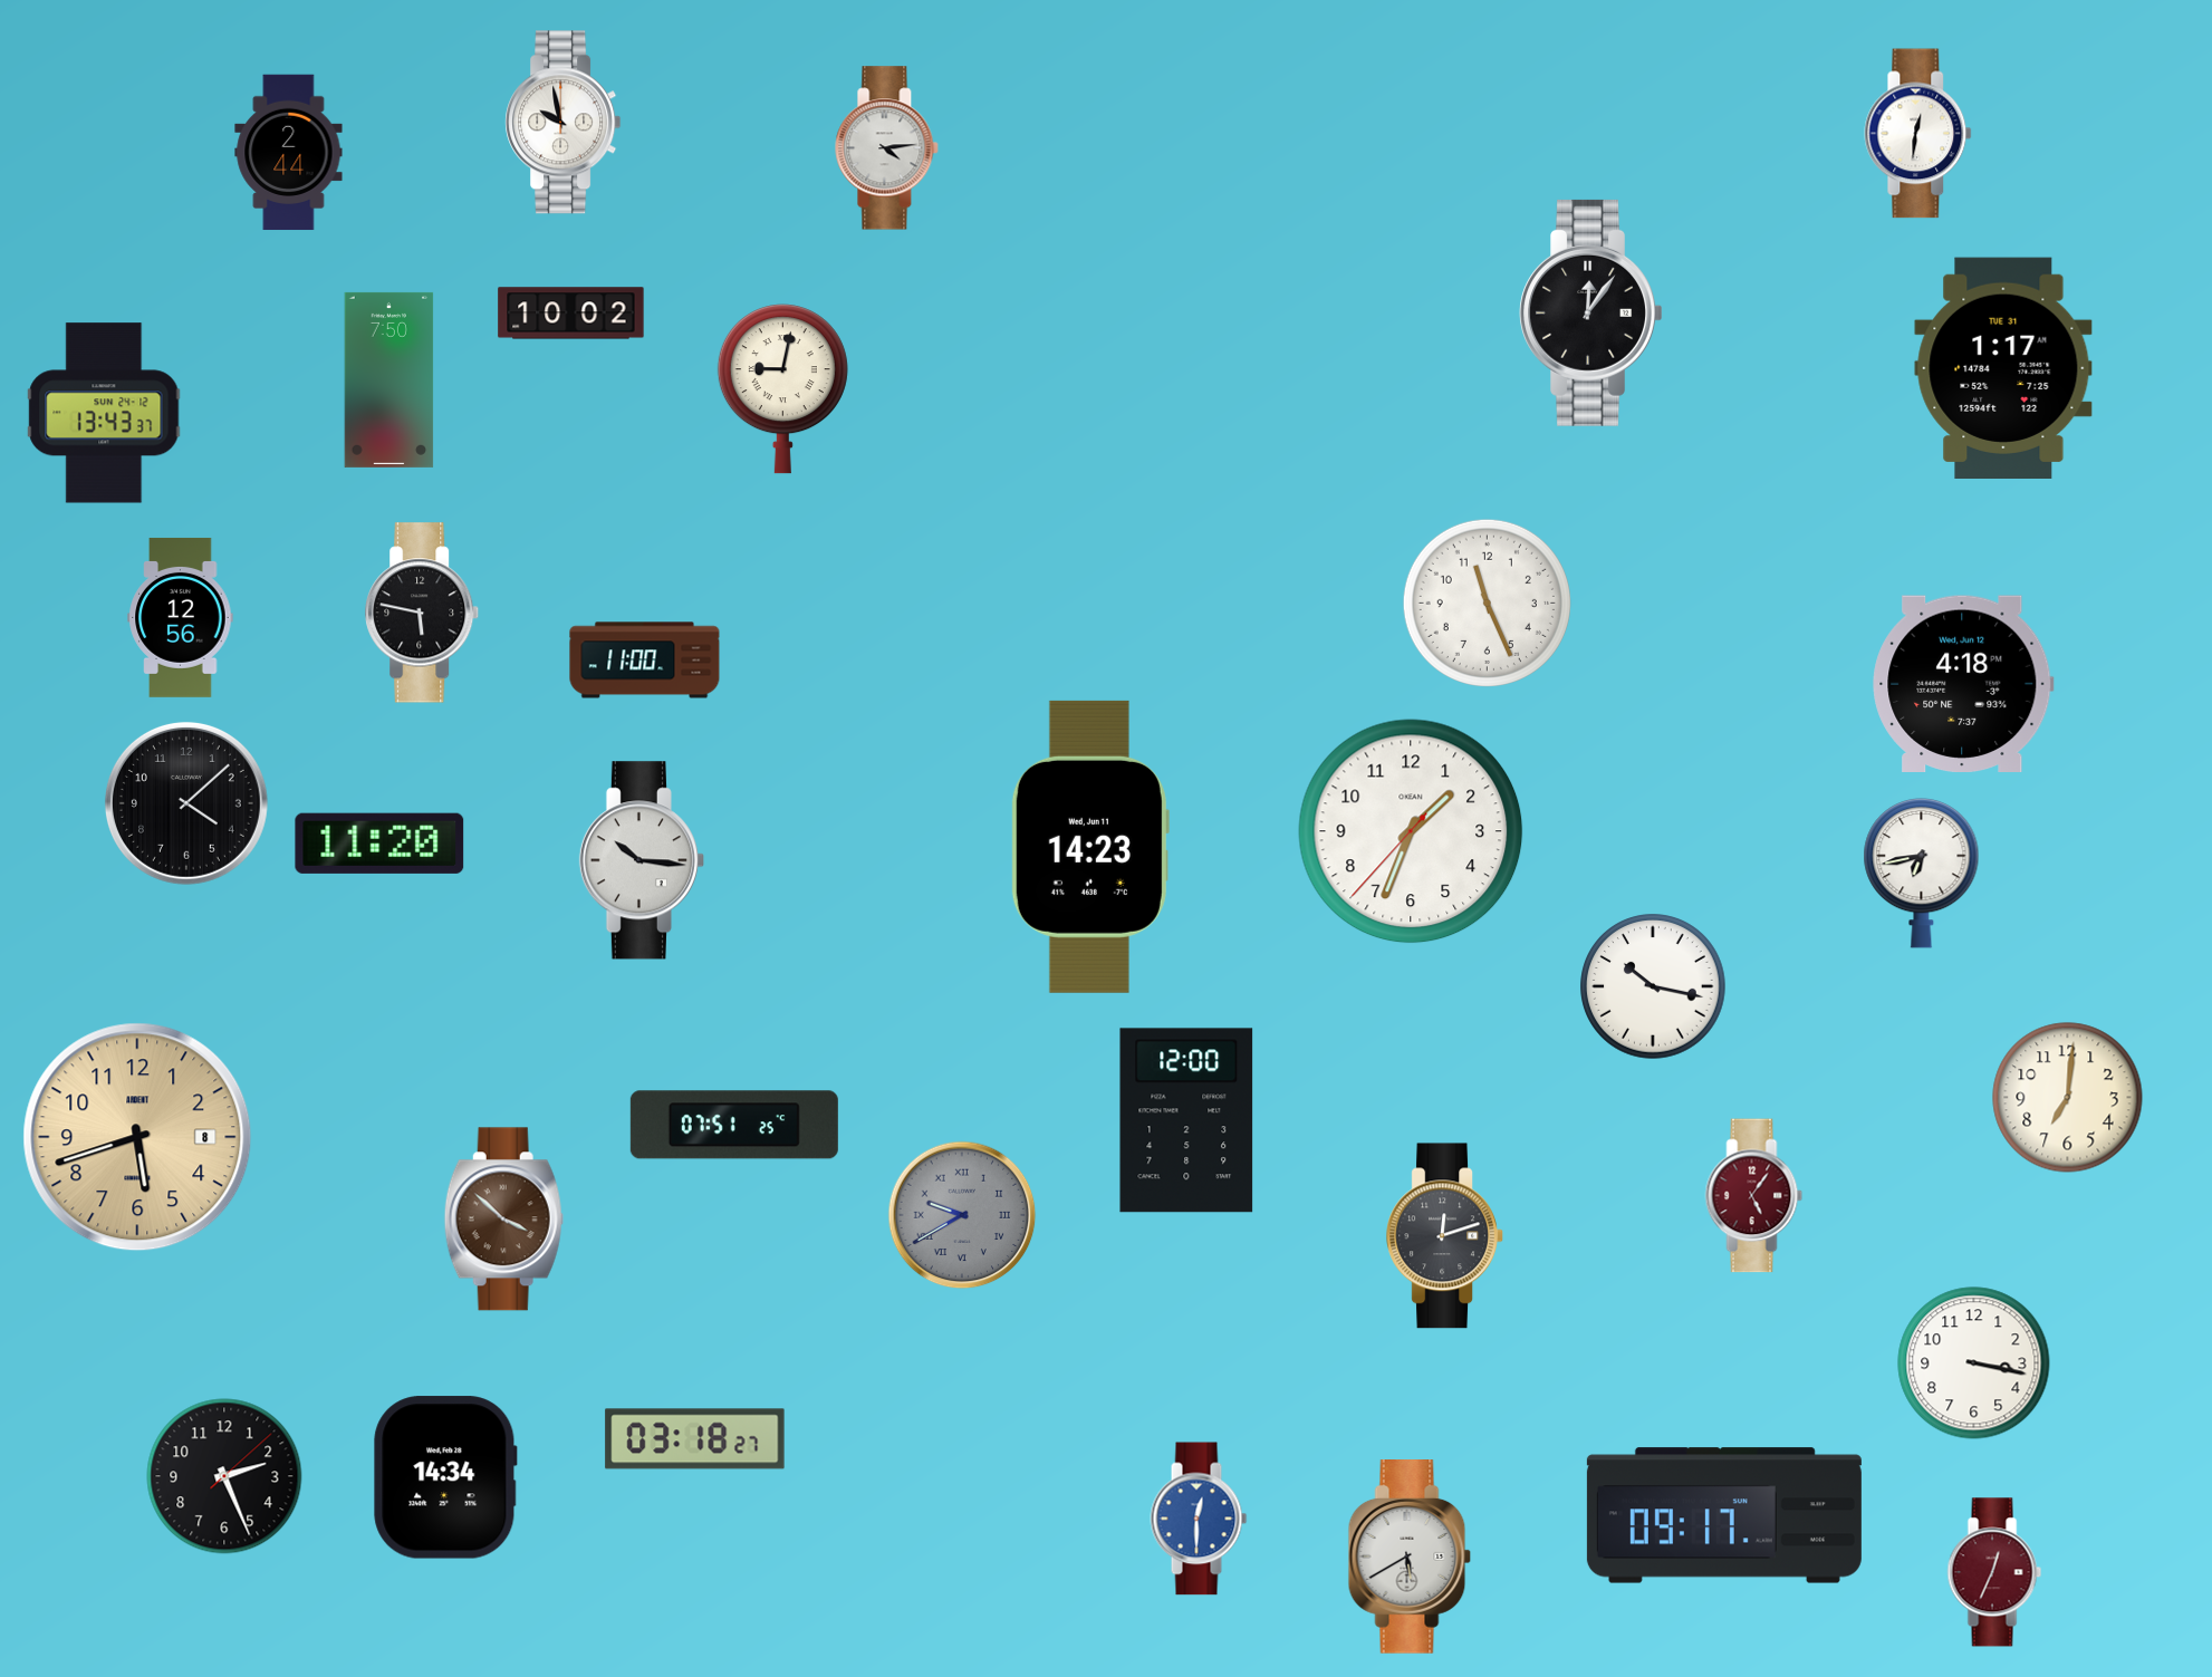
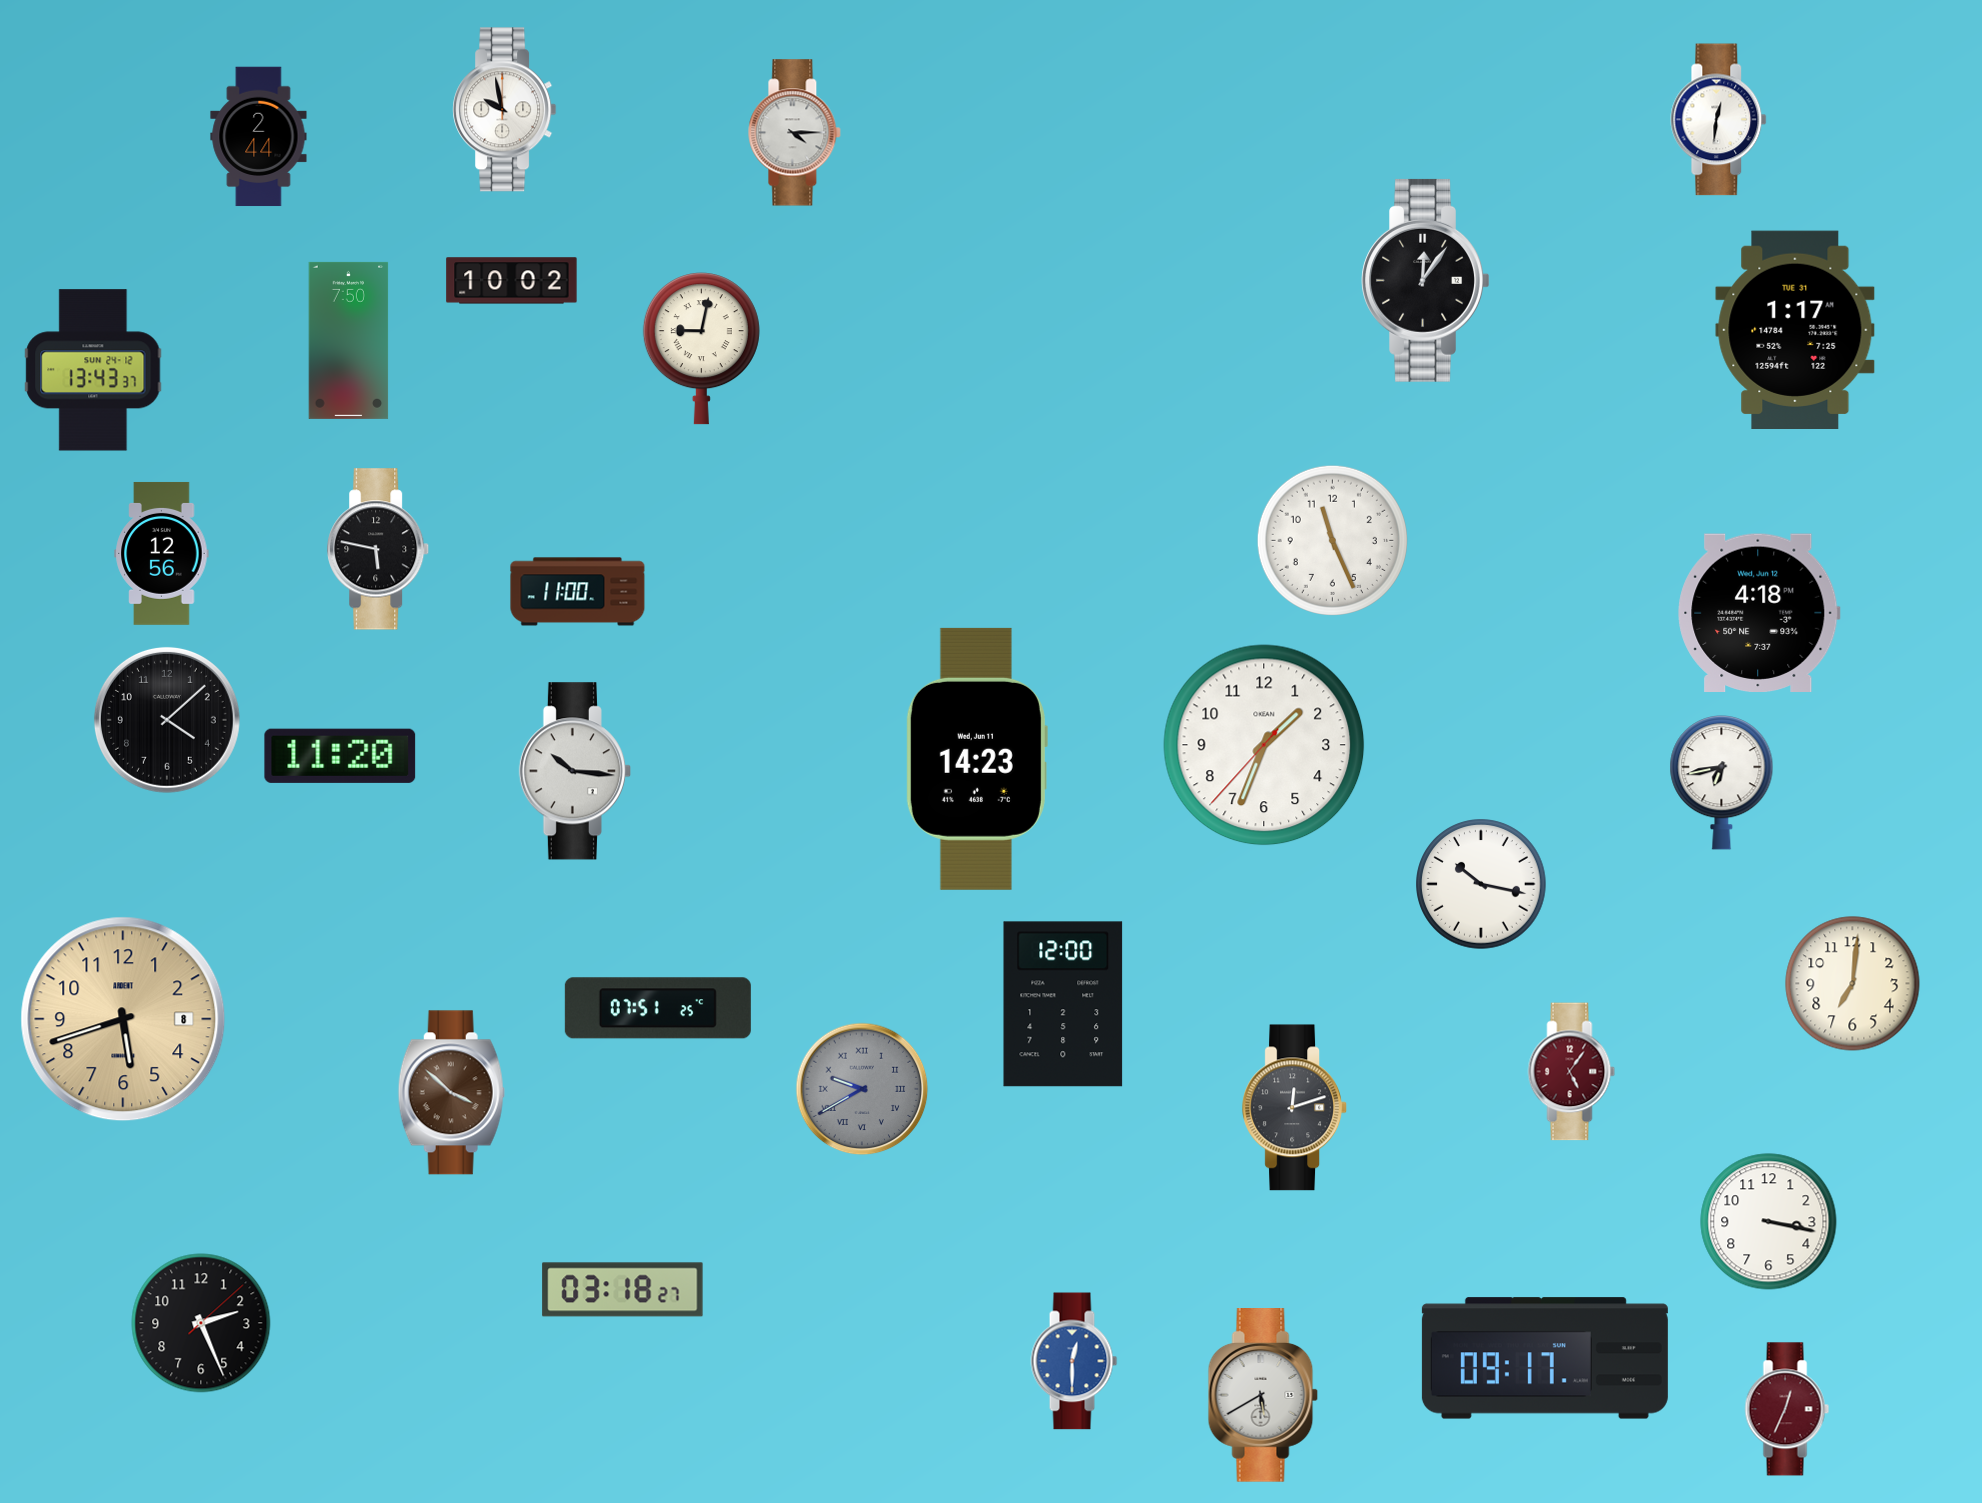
clock at (887, 148): 4:14 -> 4:15
clock at (445, 1477): 14:34 -> none
